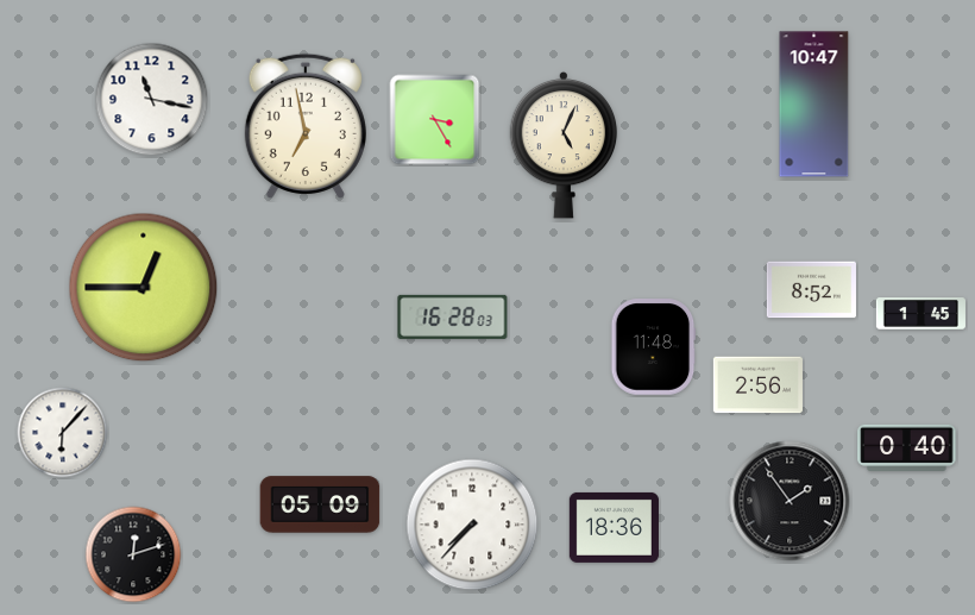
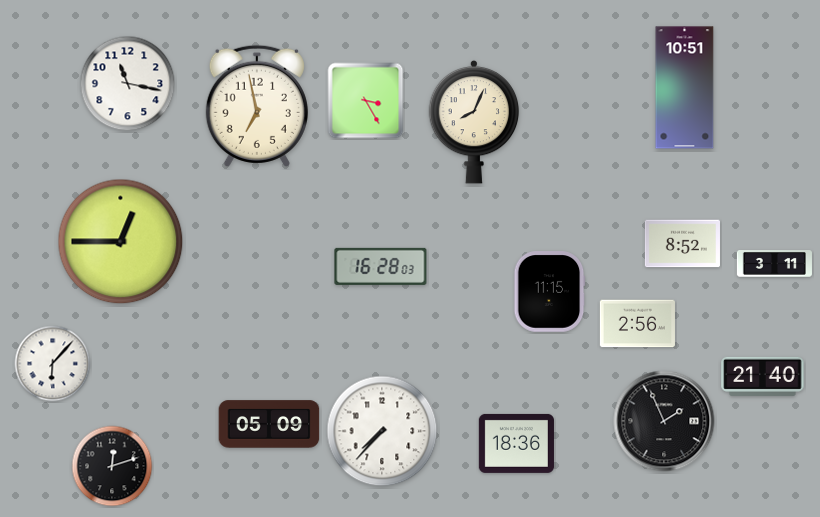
clock at (814, 105): 10:47 -> 10:51
clock at (564, 145): 5:04 -> 8:04
clock at (920, 314): 1:45 -> 3:11
clock at (654, 347): 11:48 -> 11:15
clock at (907, 447): 0:40 -> 21:40
clock at (790, 501): 1:54 -> 1:56
clock at (472, 525) position: (472, 525) -> (382, 431)
